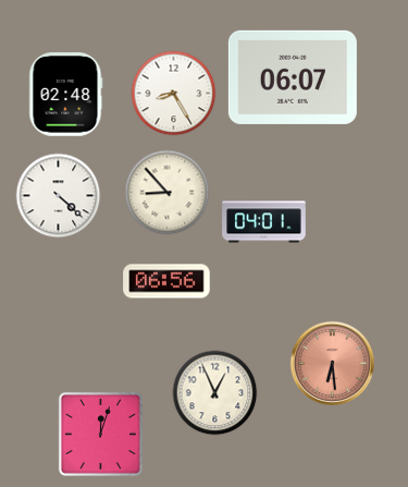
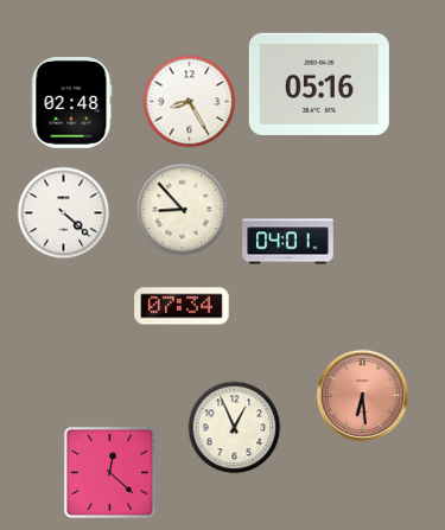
clock at (293, 77): 06:07 -> 05:16
clock at (166, 281): 06:56 -> 07:34
clock at (100, 434): 12:03 -> 12:22
